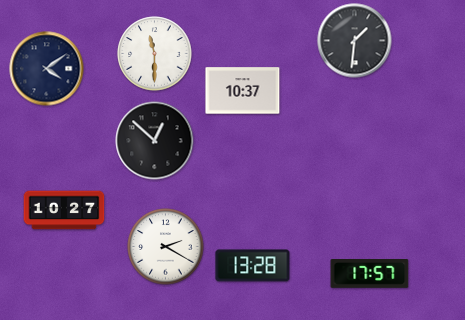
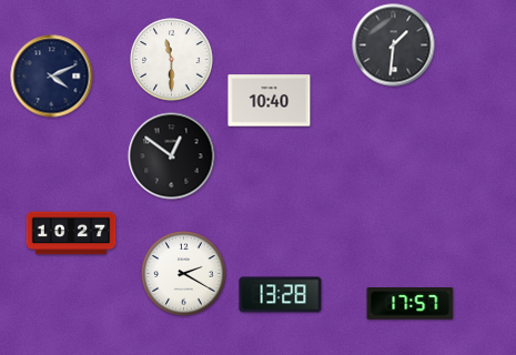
clock at (47, 69): 4:09 -> 4:11
clock at (243, 91): 10:37 -> 10:40
clock at (155, 141): 12:52 -> 12:51
